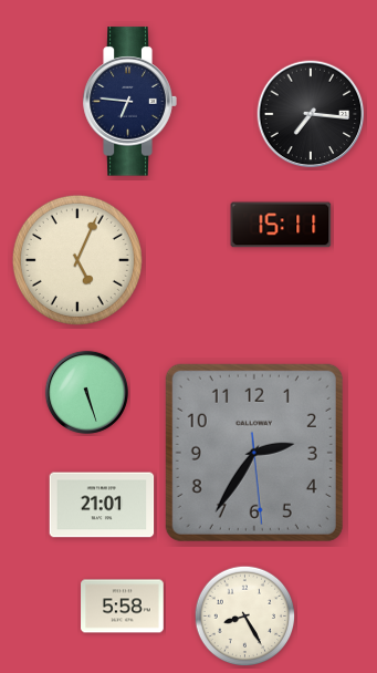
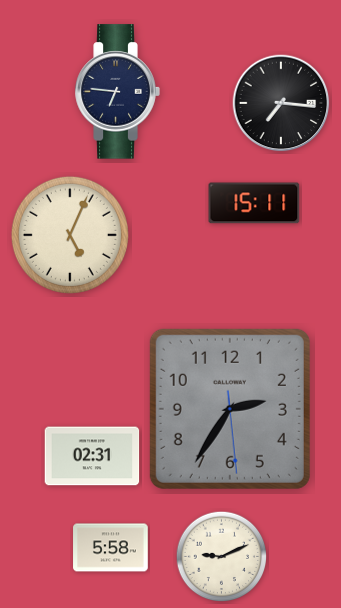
clock at (86, 392): 5:27 -> none
clock at (102, 505): 21:01 -> 02:31
clock at (245, 617): 8:25 -> 9:11
